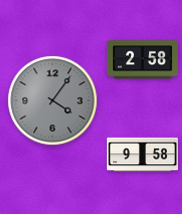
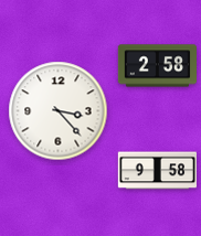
clock at (53, 101): 4:06 -> 3:23
clock at (53, 101) dial: grey -> white
